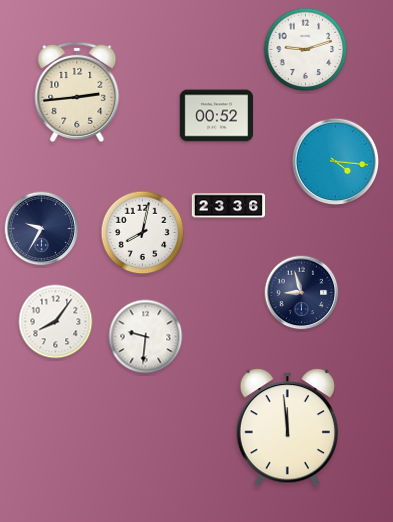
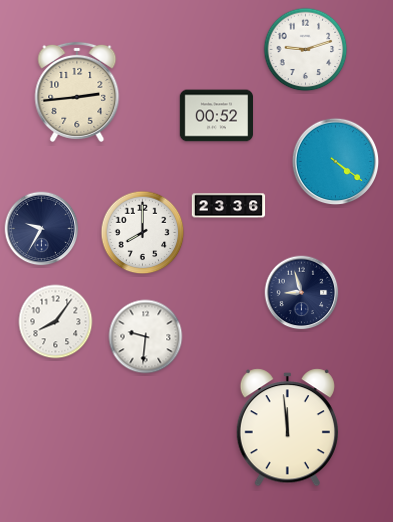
clock at (336, 162): 4:16 -> 4:21
clock at (143, 233): 8:02 -> 8:00
